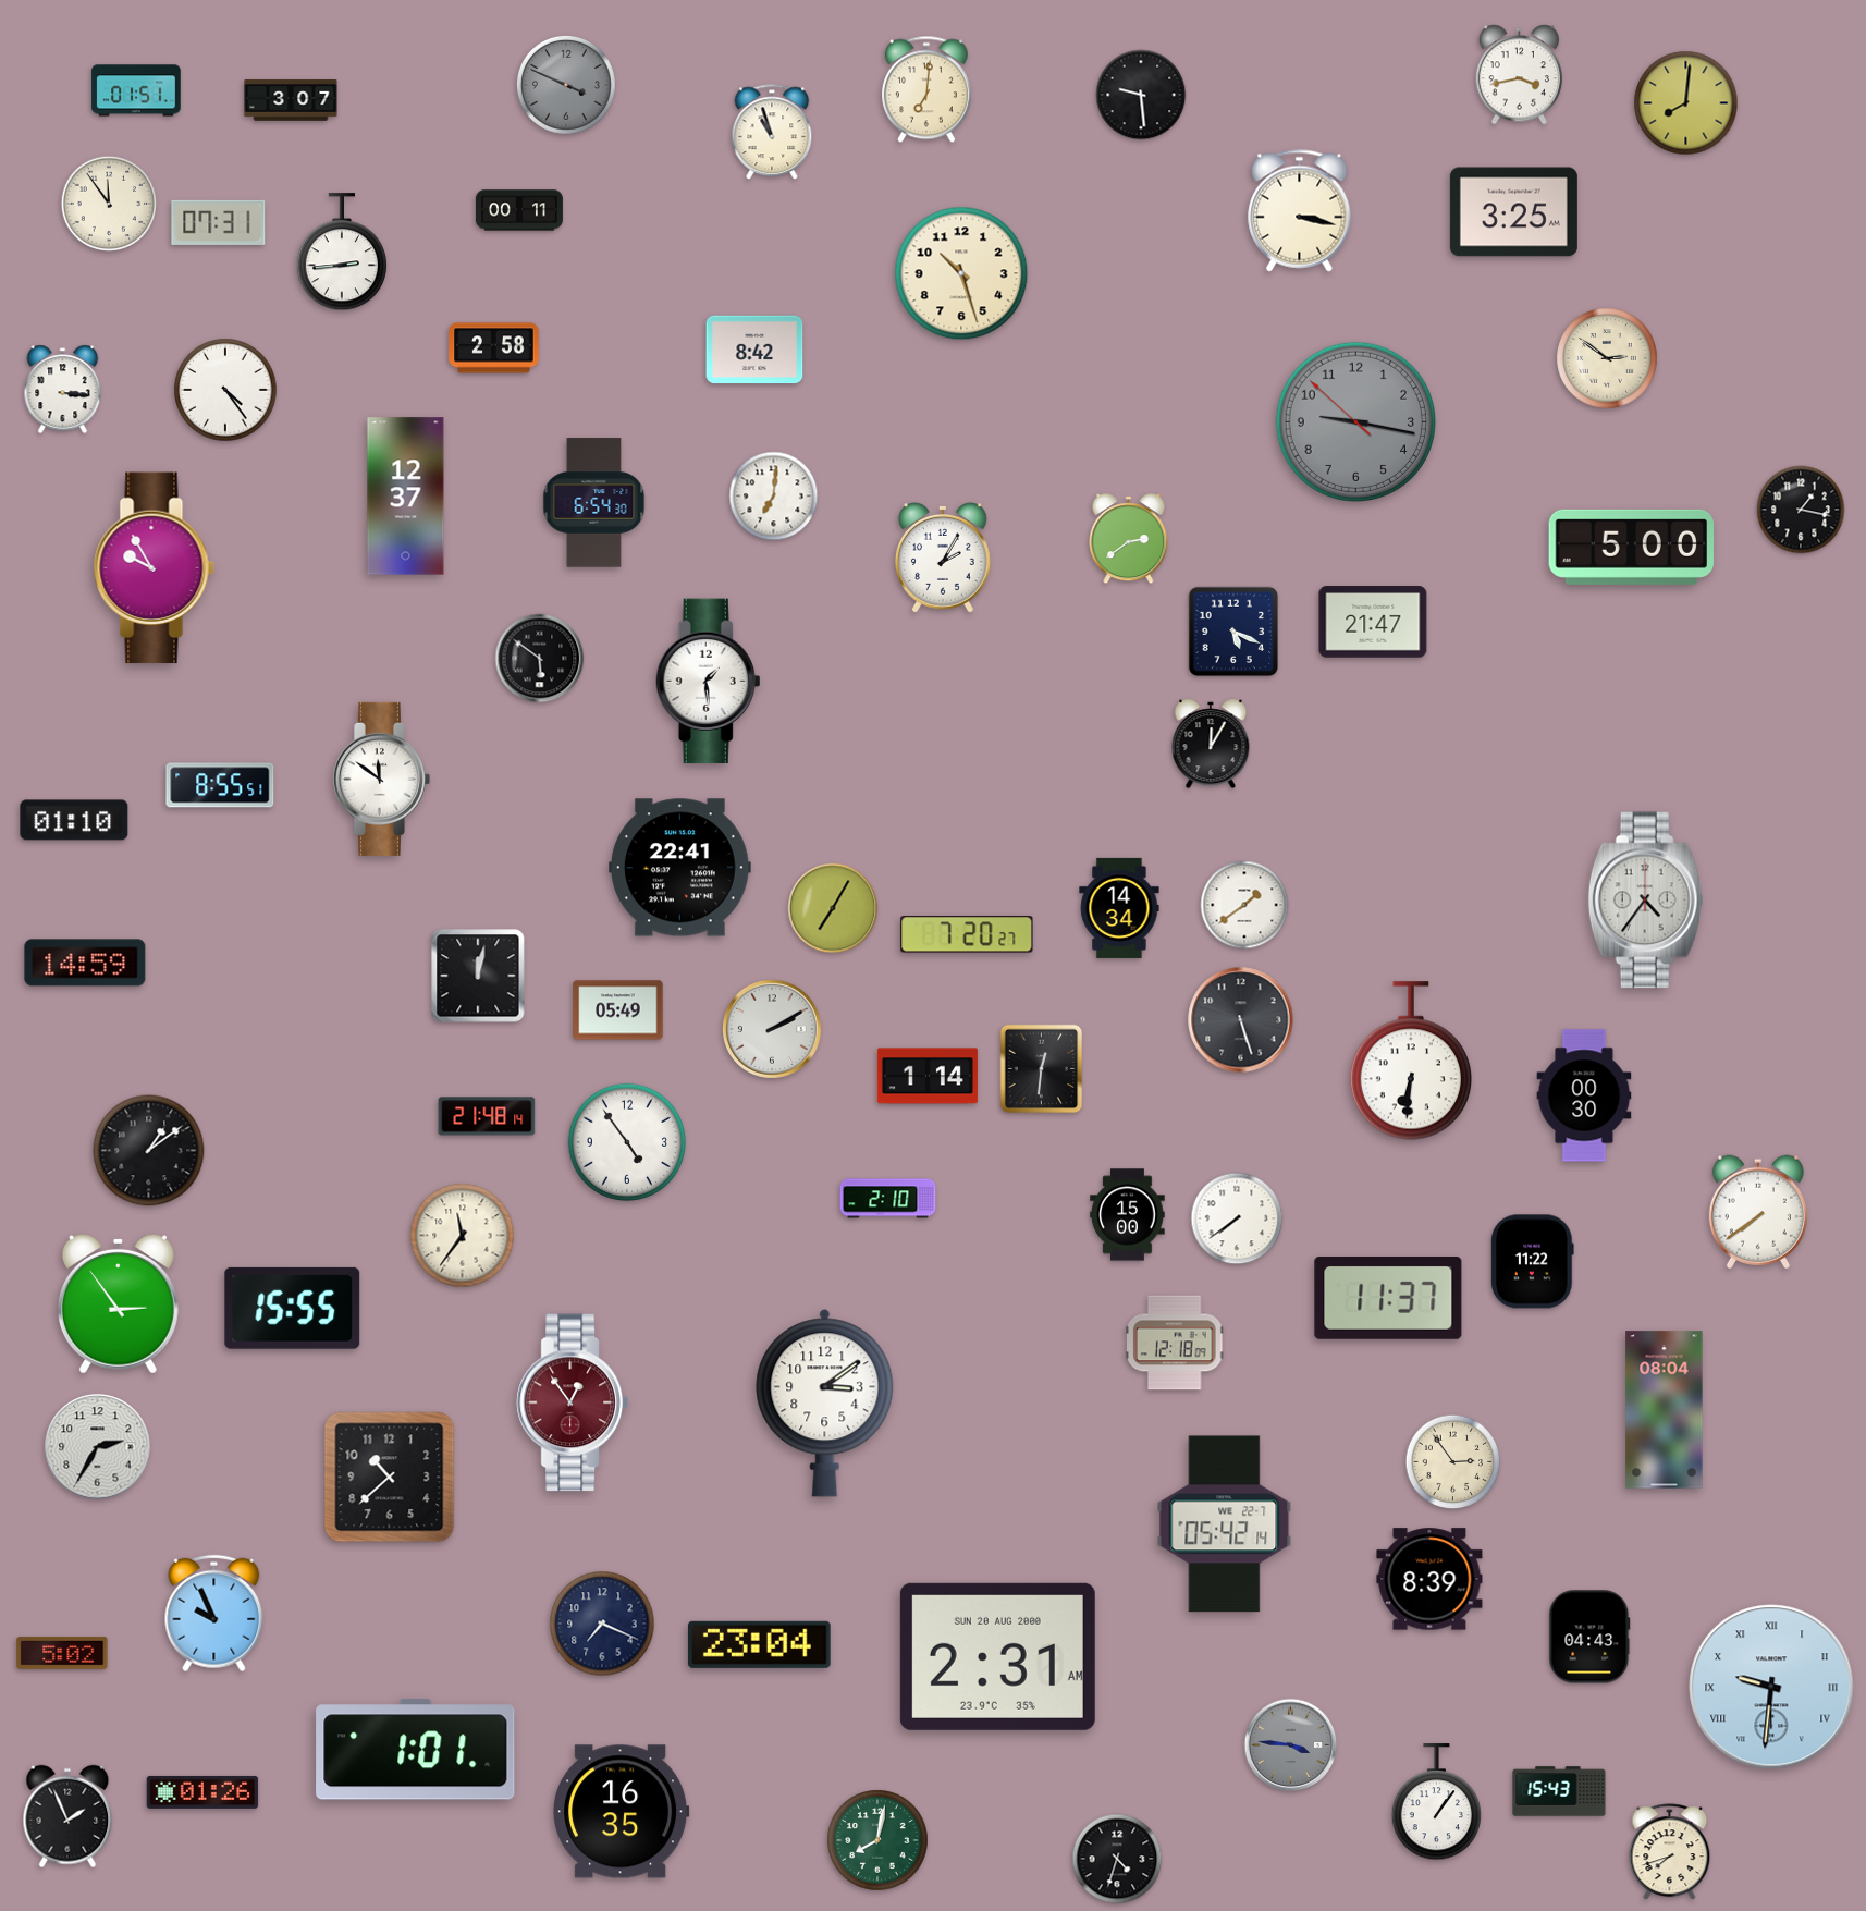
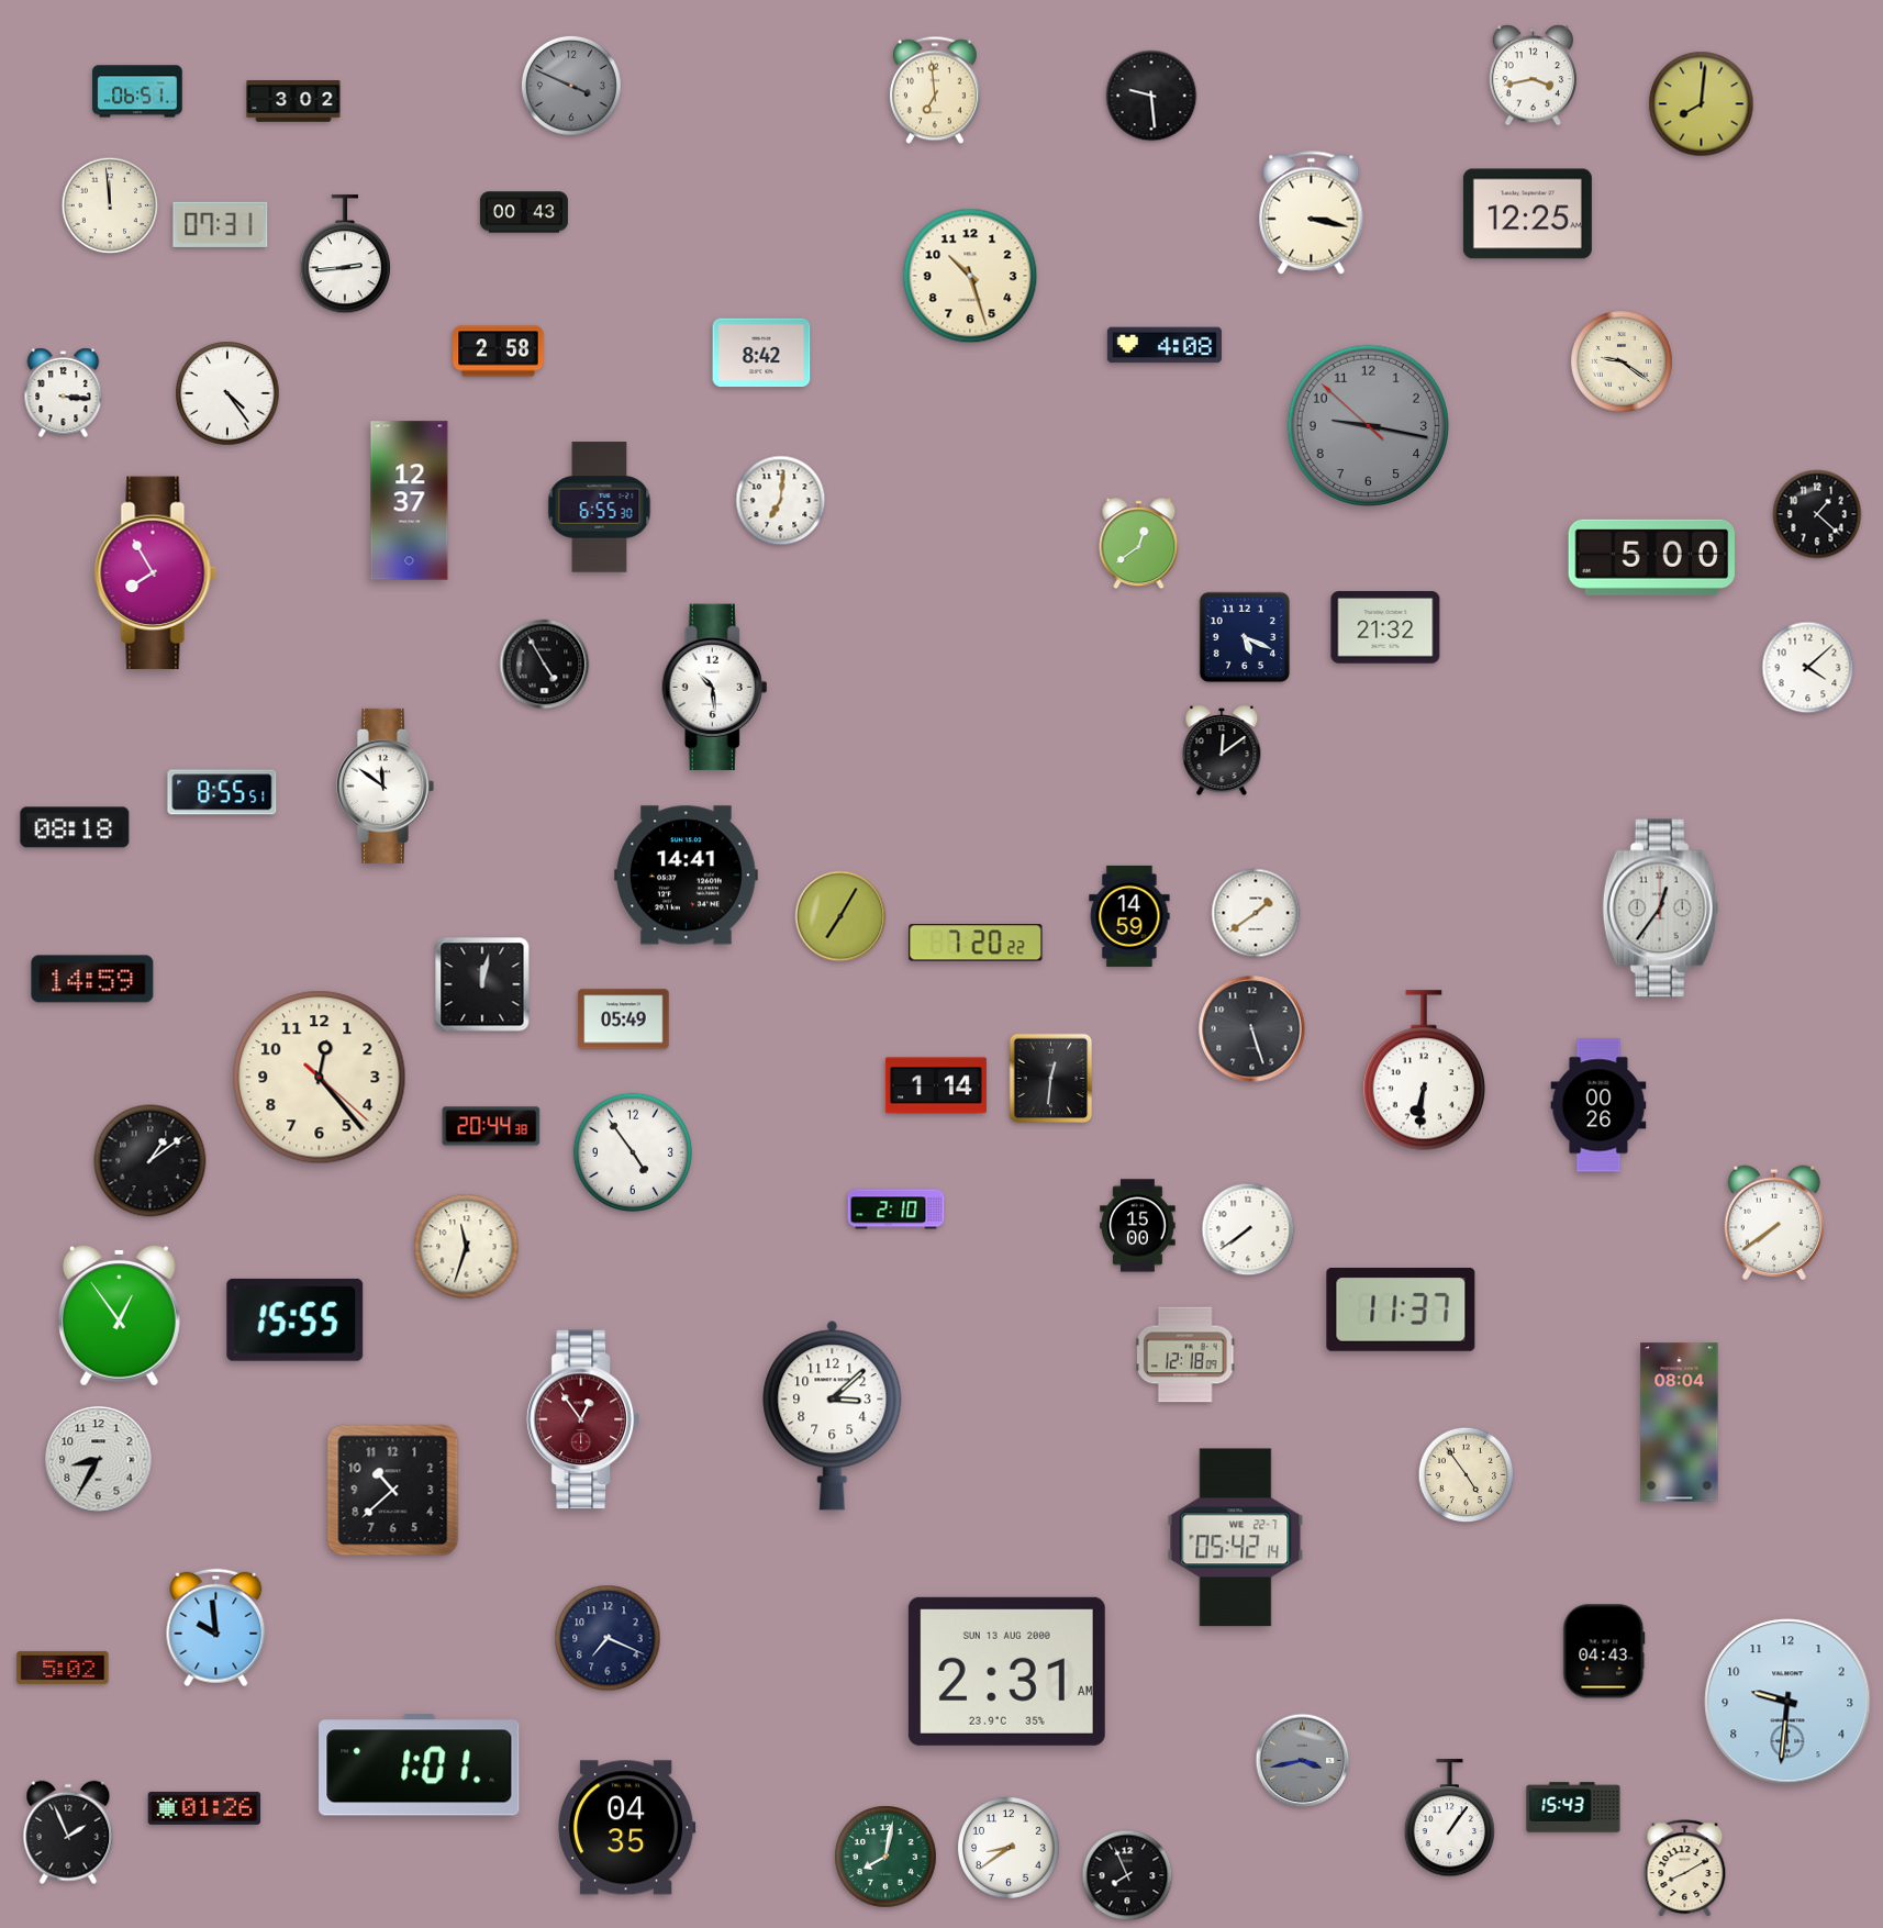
clock at (926, 89): 7:01 -> 6:59
clock at (136, 90): 01:51 -> 06:51
clock at (291, 100): 3:07 -> 3:02
clock at (772, 133): 10:57 -> none
clock at (109, 204): 11:54 -> 11:59
clock at (519, 210): 00:11 -> 00:43
clock at (1513, 212): 3:25 -> 12:25
clock at (1165, 345): none -> 4:08
clock at (1607, 358): 2:51 -> 9:21
clock at (594, 503): 6:54 -> 6:55
clock at (1801, 510): 1:17 -> 1:22
clock at (1129, 539): 2:39 -> 12:39
clock at (1632, 547) position: (1632, 547) -> (1652, 557)
clock at (943, 558): 2:05 -> none
clock at (154, 568): 9:55 -> 7:55
clock at (1373, 622): 21:47 -> 21:32
clock at (540, 659): 5:51 -> 4:55
clock at (1808, 668): none -> 4:08
clock at (709, 682): 1:29 -> 10:29
clock at (1211, 744): 12:05 -> 12:09
clock at (74, 820): 01:10 -> 08:18
clock at (680, 868): 22:41 -> 14:41
clock at (1646, 901): 4:36 -> 12:36
clock at (1119, 908): 14:34 -> 14:59
clock at (967, 934): 7:20:27 -> 7:20:22
clock at (85, 963) position: (85, 963) -> (92, 979)
clock at (772, 1029): 2:10 -> none
clock at (320, 1078): none -> 12:23
clock at (1584, 1095): 00:30 -> 00:26
clock at (487, 1116): 21:48 -> 20:44
clock at (463, 1236): 11:36 -> 11:33
clock at (1533, 1262): 11:22 -> none
clock at (118, 1303): 2:54 -> 12:54
clock at (573, 1402) position: (573, 1402) -> (583, 1419)
clock at (825, 1404): 3:09 -> 3:08
clock at (98, 1447): 2:35 -> 8:35
clock at (1453, 1462): 2:54 -> 4:54
clock at (1429, 1579): 8:39 -> none
clock at (214, 1614): 9:56 -> 9:59
clock at (759, 1644): 23:04 -> none
clock at (997, 1656) date: SUN 20 AUG 2000 -> SUN 13 AUG 2000
clock at (1771, 1687) numerals: Roman -> Arabic
clock at (1291, 1745): 3:46 -> 3:43
clock at (621, 1812): 16:35 -> 04:35
clock at (1009, 1848): none -> 8:39
clock at (1670, 1852): 7:42 -> 8:10
clock at (1117, 1859): 4:33 -> 7:56
